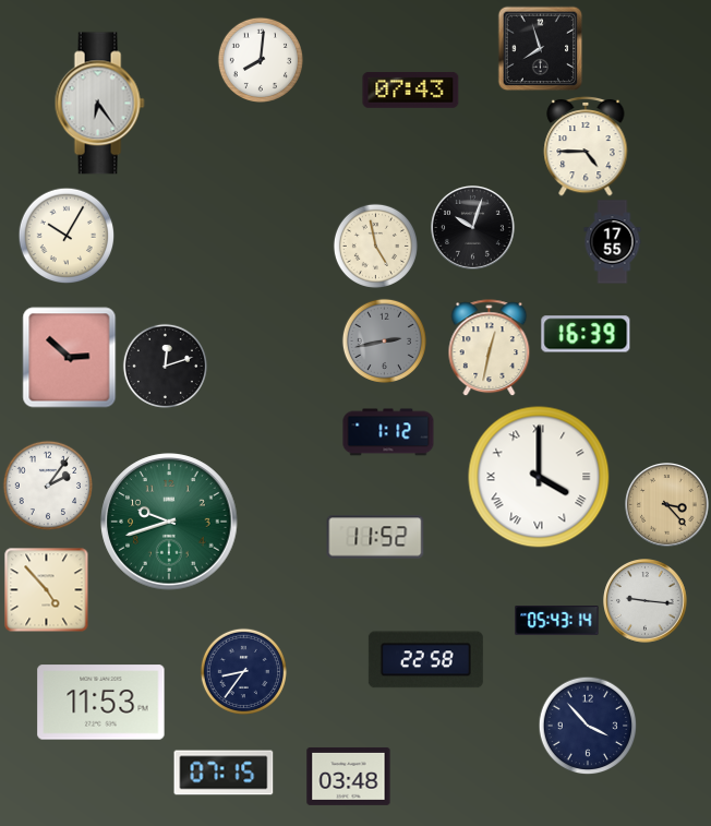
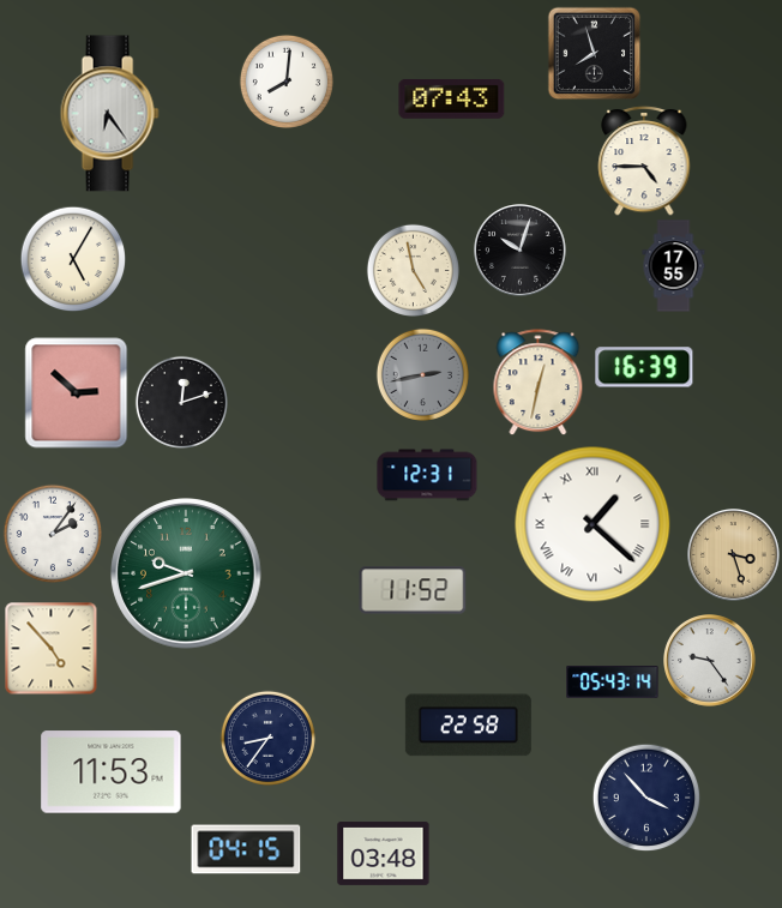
clock at (261, 60) position: (261, 60) -> (287, 82)
clock at (67, 236): 10:05 -> 5:05
clock at (388, 432): 1:12 -> 12:31
clock at (539, 477): 4:00 -> 1:22
clock at (667, 505): 3:23 -> 3:27
clock at (646, 601): 9:16 -> 9:24
clock at (224, 773): 07:15 -> 04:15
